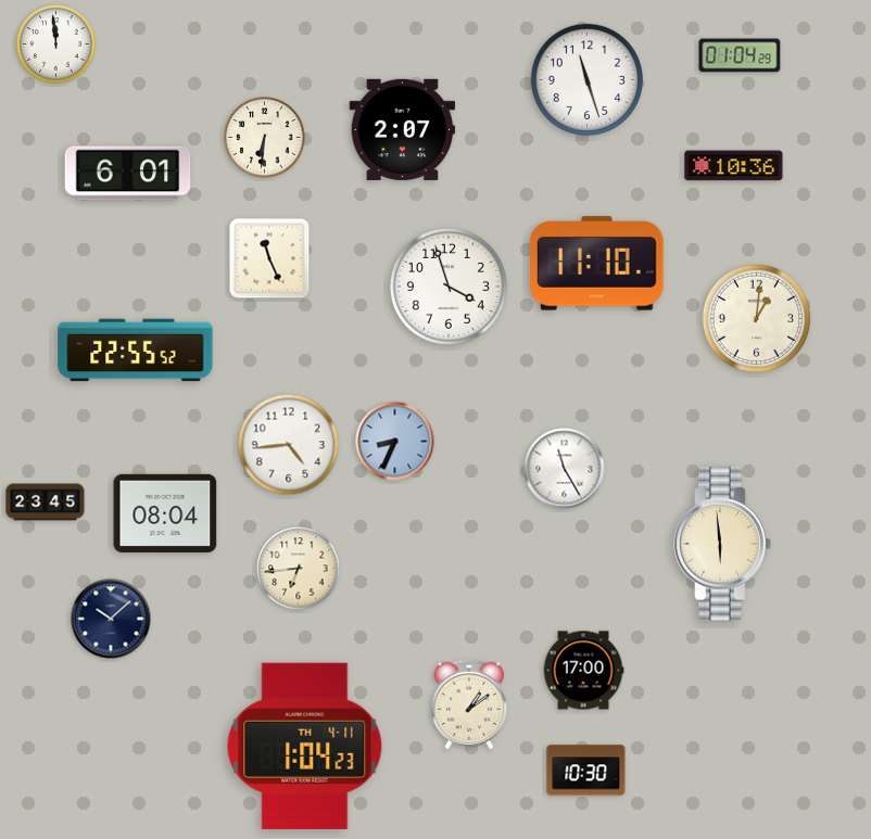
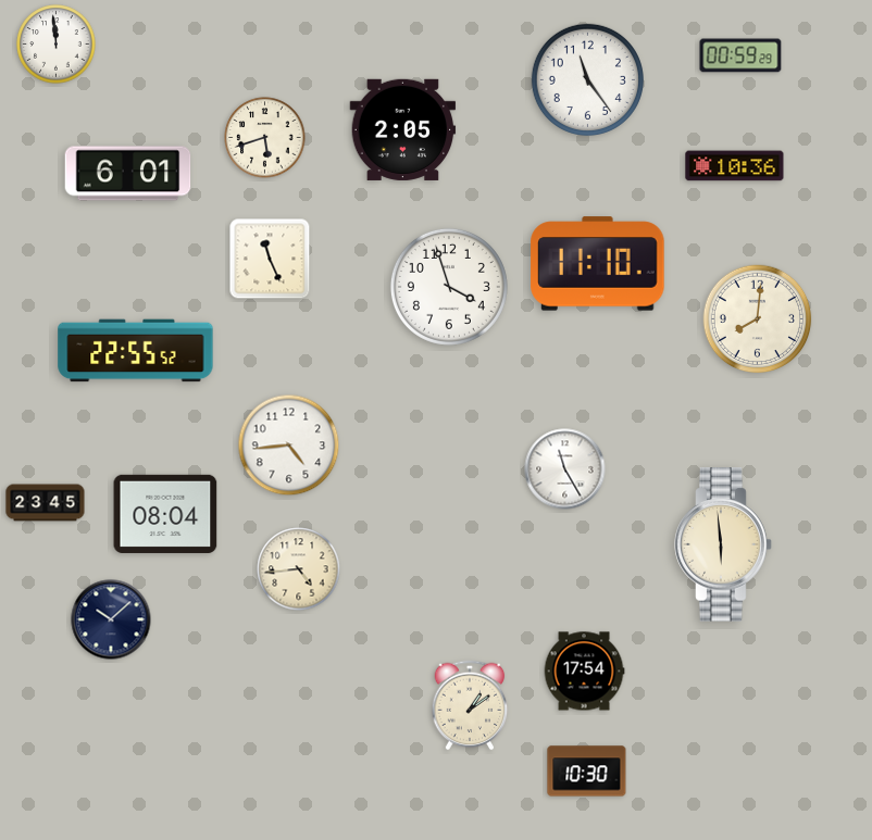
clock at (740, 55): 01:04 -> 00:59
clock at (586, 79): 11:27 -> 11:24
clock at (403, 129): 2:07 -> 2:05
clock at (265, 138): 6:31 -> 5:42
clock at (757, 319): 1:01 -> 8:01
clock at (395, 442): 8:34 -> none
clock at (299, 569): 6:44 -> 4:44
clock at (583, 671): 17:00 -> 17:54
clock at (305, 746): 1:04 -> none
